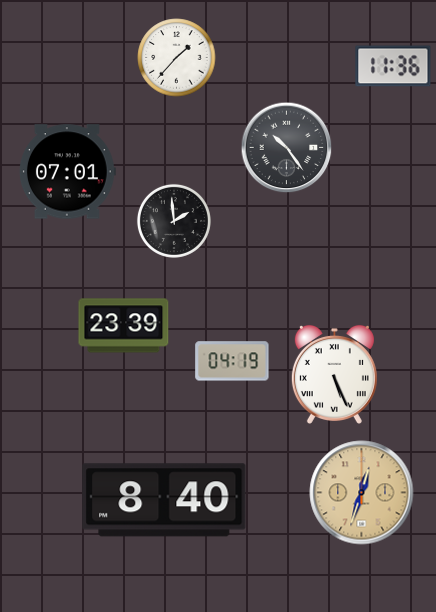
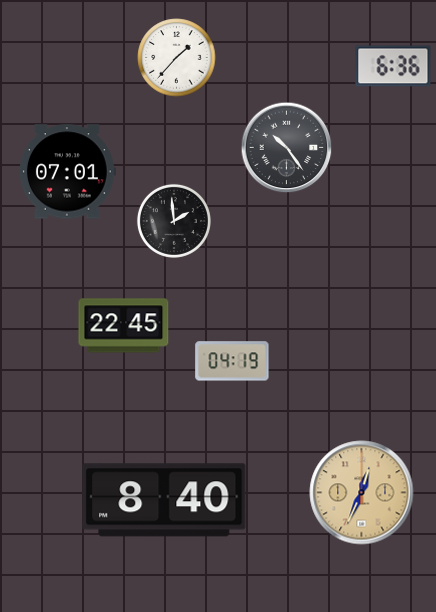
clock at (393, 66): 11:36 -> 6:36
clock at (124, 326): 23:39 -> 22:45
clock at (334, 374): 5:26 -> none
clock at (362, 493): 12:33 -> 12:34
